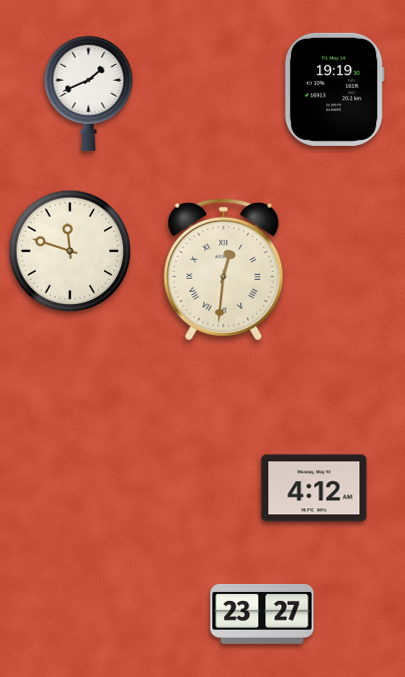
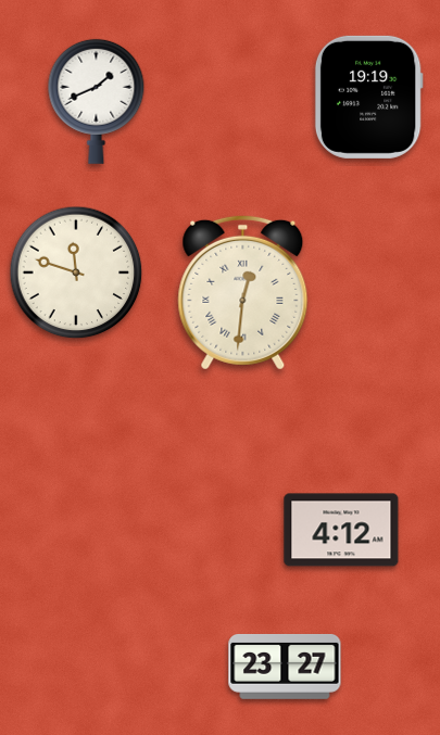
clock at (334, 89) position: (334, 89) -> (368, 97)
